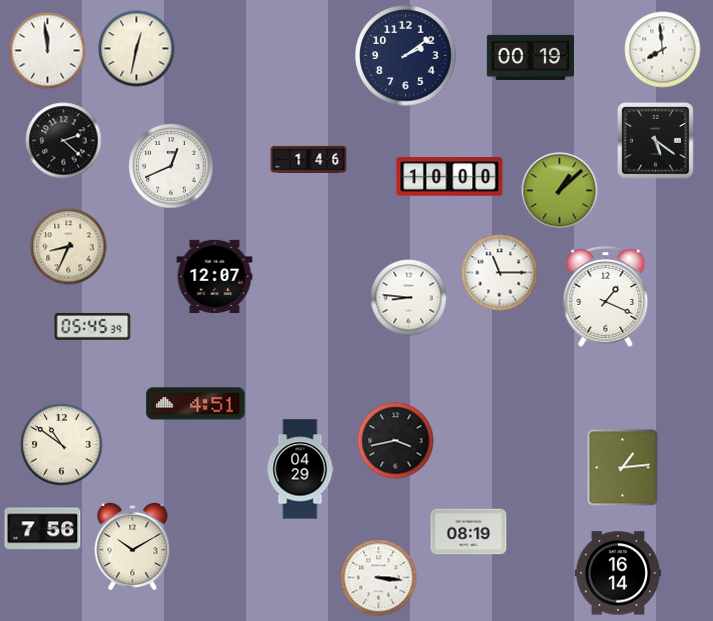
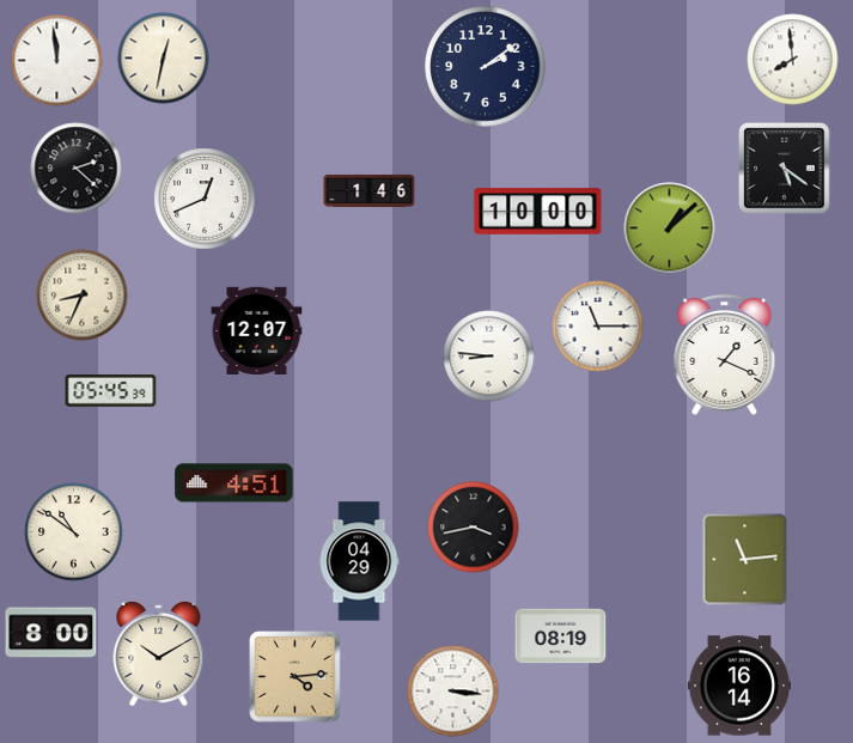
clock at (530, 57): 00:19 -> none
clock at (623, 468): 1:14 -> 11:14
clock at (43, 529): 7:56 -> 8:00
clock at (295, 677): none -> 4:14
